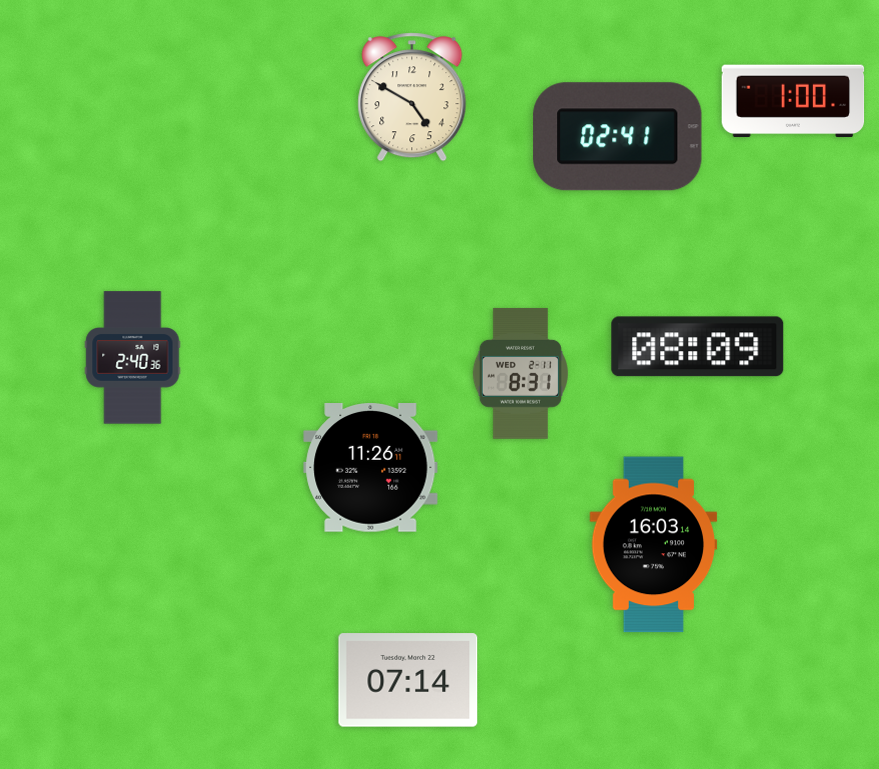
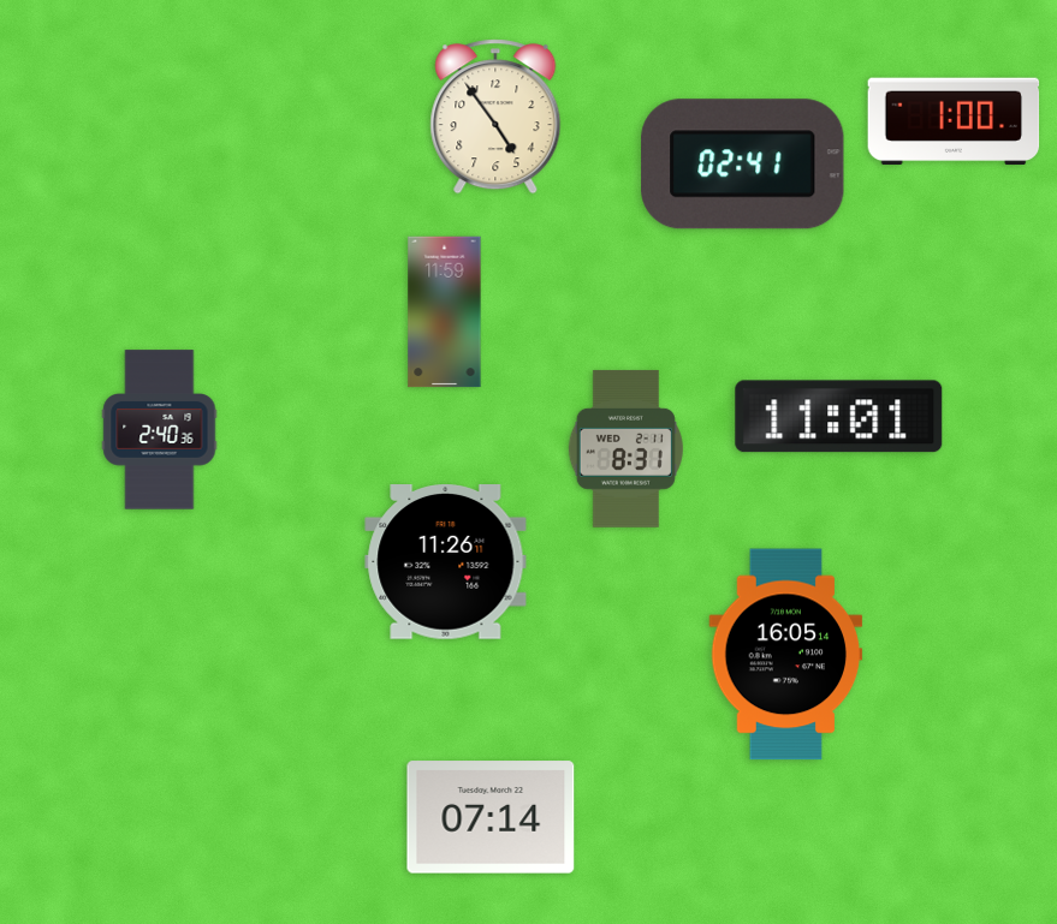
clock at (412, 97): 4:50 -> 4:54
clock at (445, 312): none -> 11:59
clock at (698, 347): 08:09 -> 11:01
clock at (654, 545): 16:03 -> 16:05
